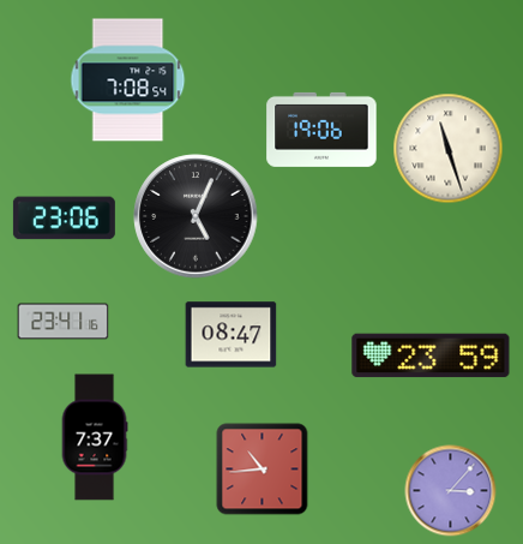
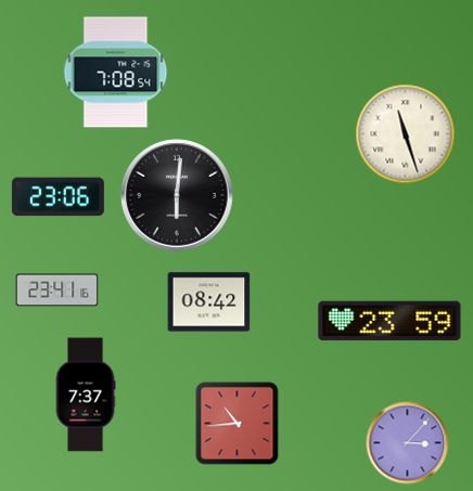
clock at (321, 130): 19:06 -> none
clock at (196, 216): 5:04 -> 6:01
clock at (232, 335): 08:47 -> 08:42
